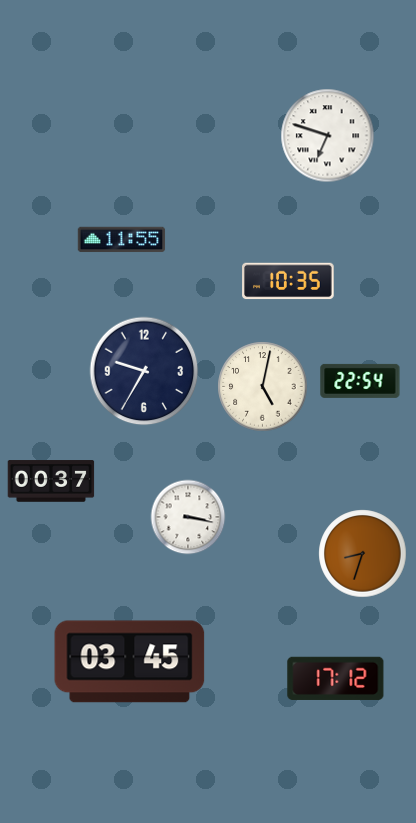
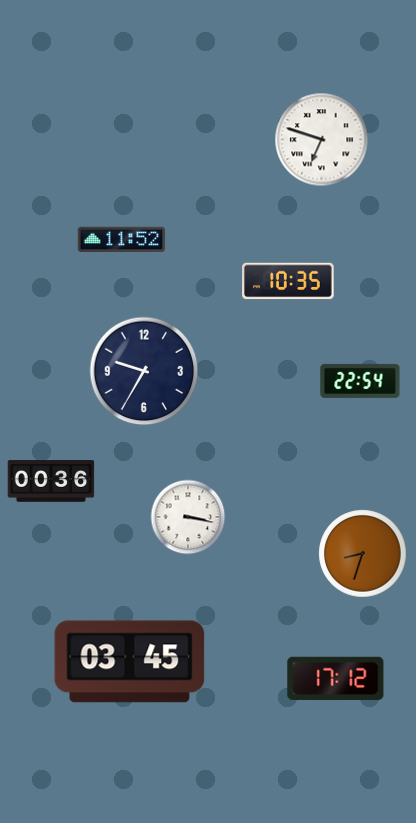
clock at (328, 136) position: (328, 136) -> (322, 140)
clock at (122, 240): 11:55 -> 11:52
clock at (263, 387): 5:02 -> none
clock at (51, 481): 00:37 -> 00:36
